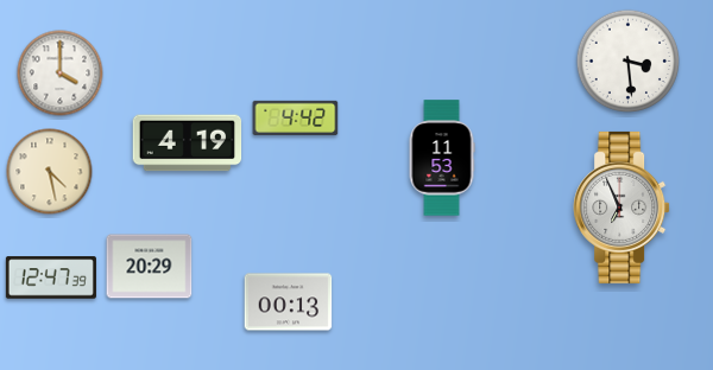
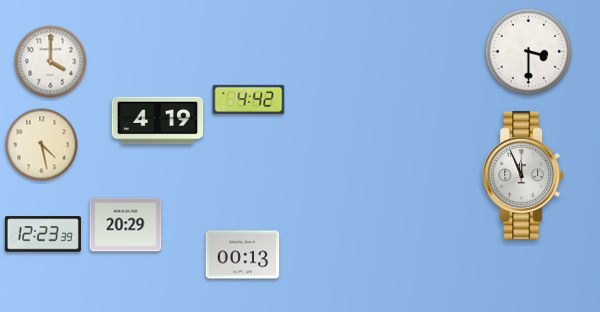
clock at (629, 62): 3:29 -> 3:30
clock at (442, 158): 11:53 -> none
clock at (621, 208): 6:56 -> 11:56
clock at (51, 277): 12:47 -> 12:23
